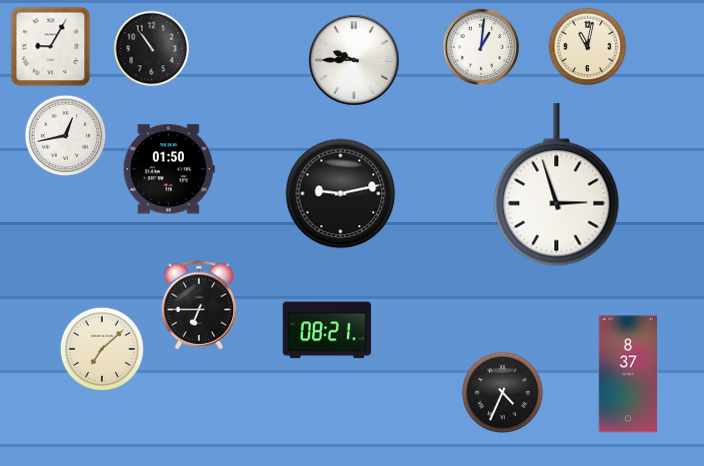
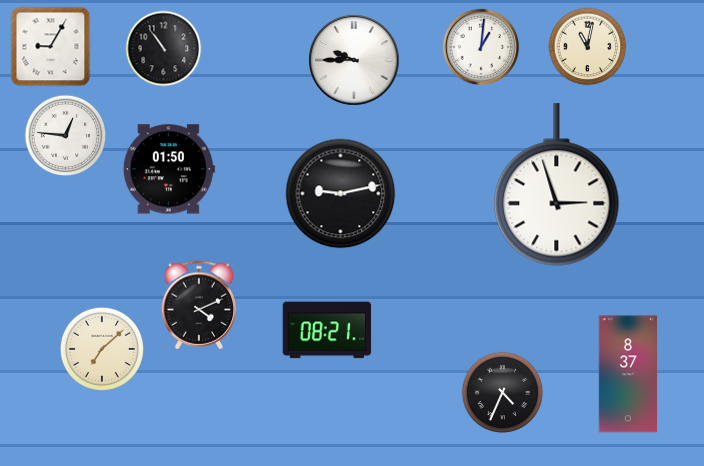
clock at (152, 49) position: (152, 49) -> (164, 49)
clock at (66, 136): 12:43 -> 12:46
clock at (199, 305): 6:45 -> 4:11
